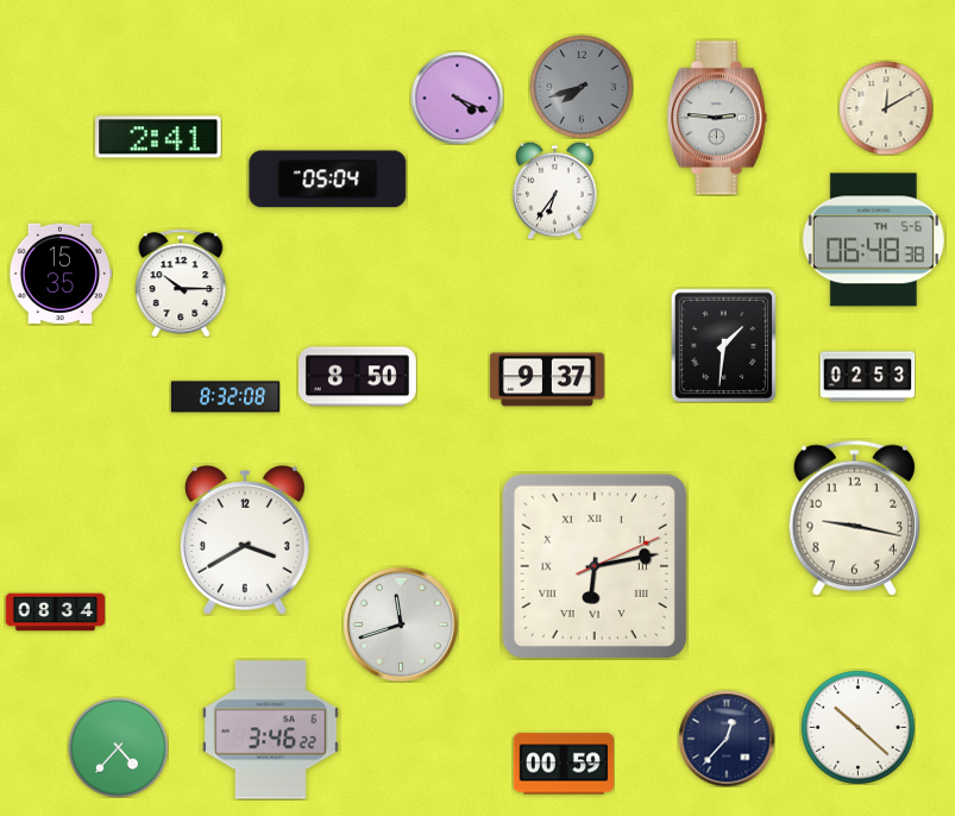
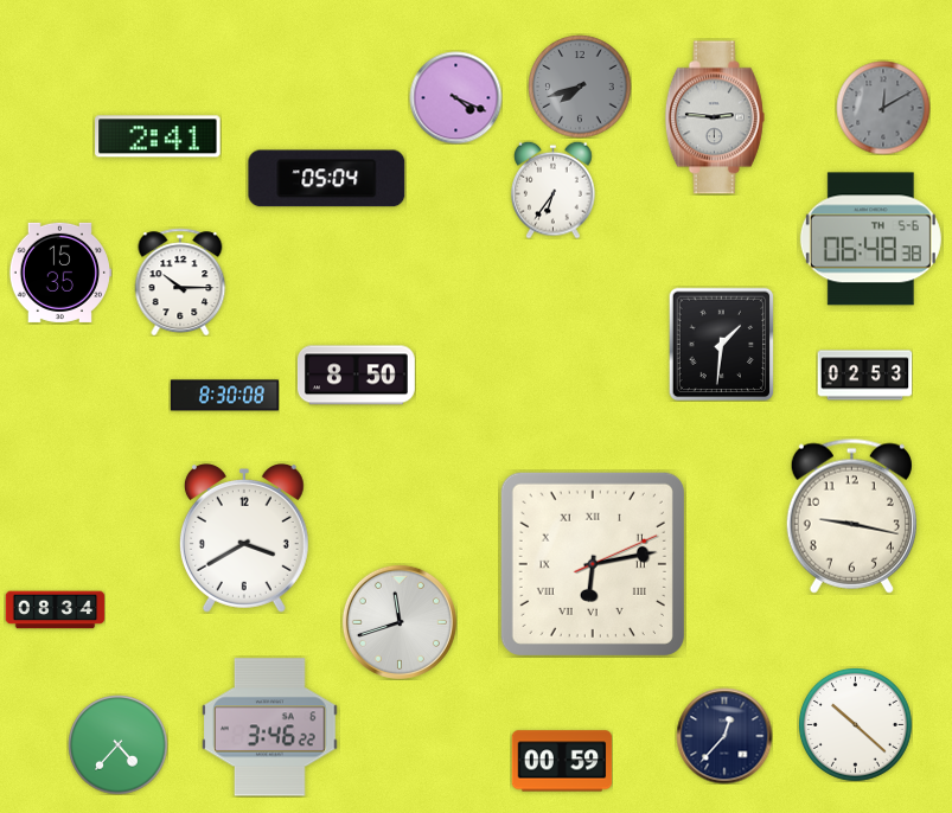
clock at (886, 108) dial: cream -> grey
clock at (547, 379): 9:37 -> none
clock at (225, 397): 8:32 -> 8:30
